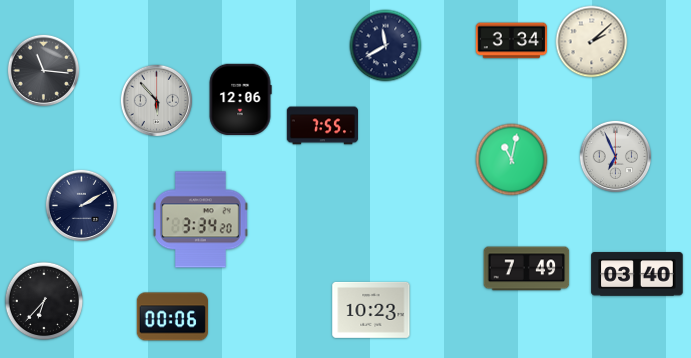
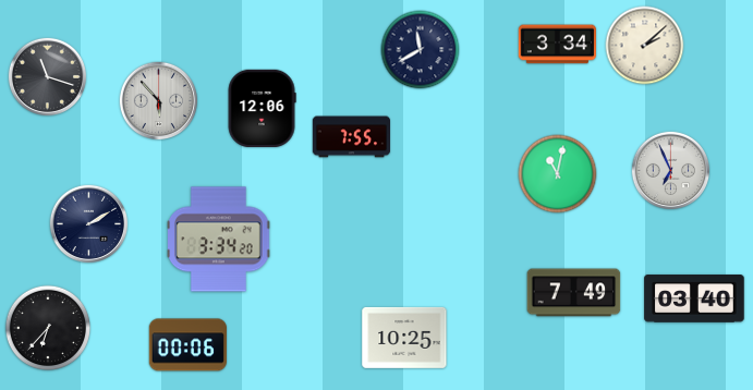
clock at (44, 71): 11:16 -> 11:18
clock at (157, 101) position: (157, 101) -> (159, 101)
clock at (371, 310): 10:23 -> 10:25
